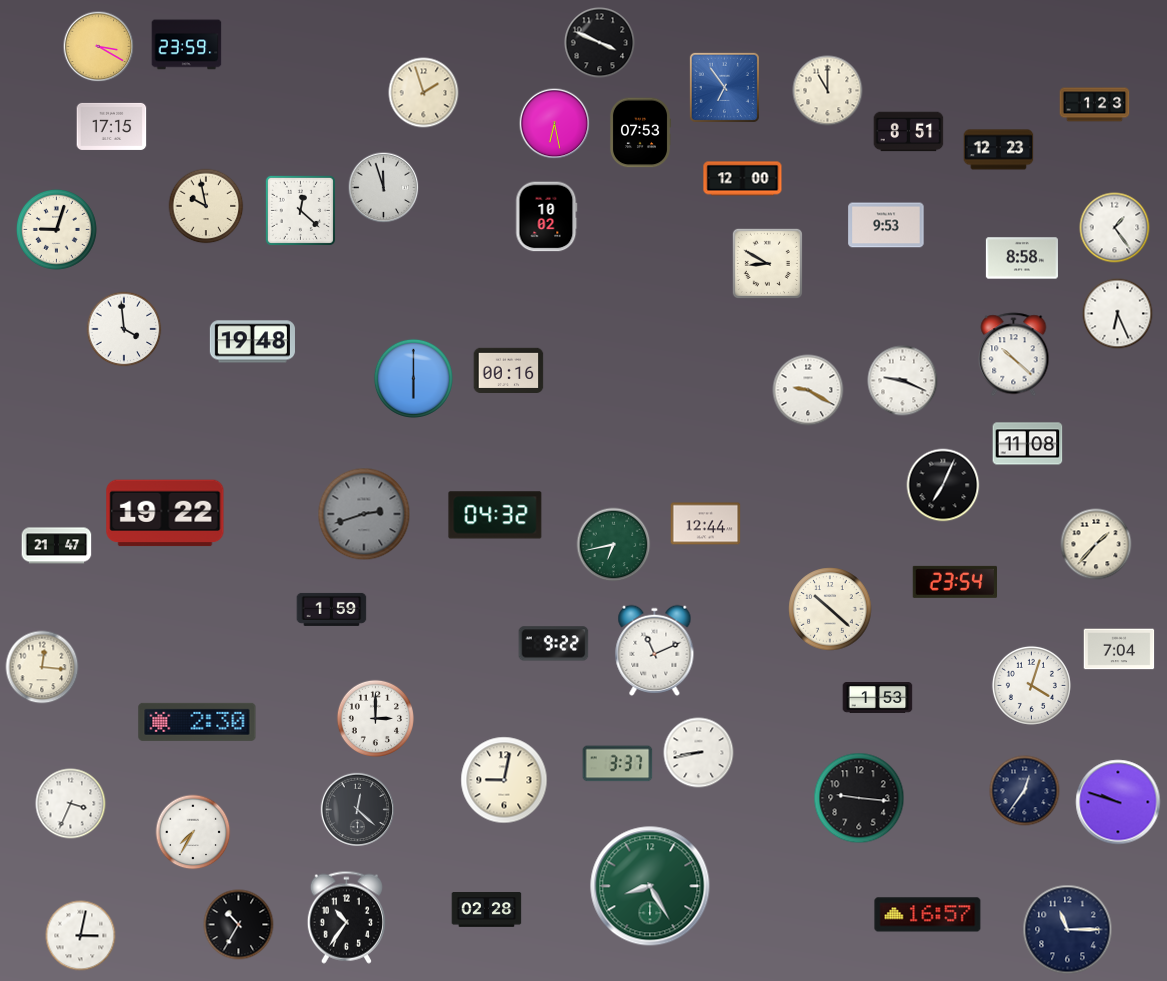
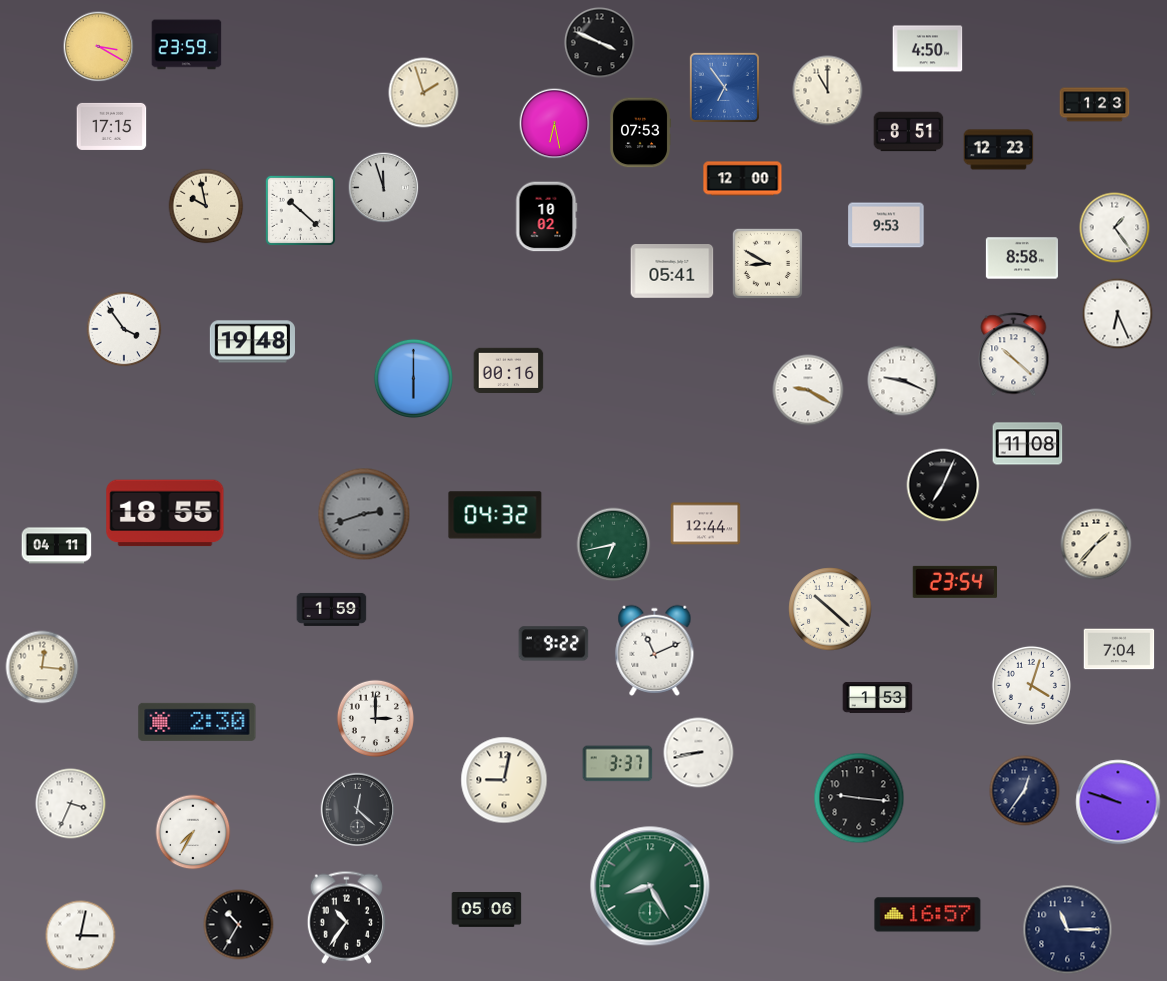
clock at (928, 49): none -> 4:50
clock at (300, 210): 12:22 -> 10:22
clock at (56, 229): 9:03 -> none
clock at (672, 271): none -> 05:41
clock at (124, 329): 3:59 -> 3:54
clock at (165, 513): 19:22 -> 18:55
clock at (57, 546): 21:47 -> 04:11
clock at (487, 910): 02:28 -> 05:06
